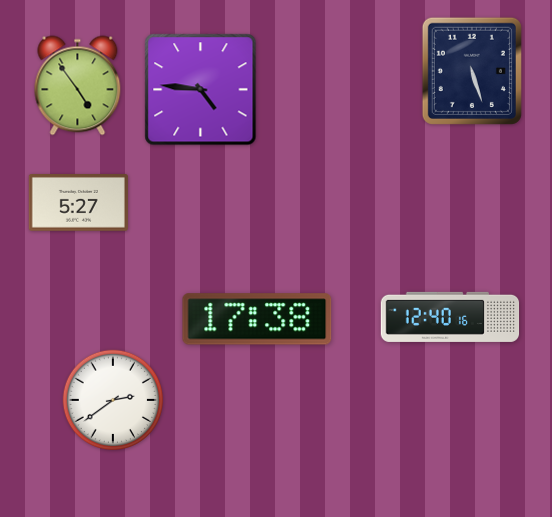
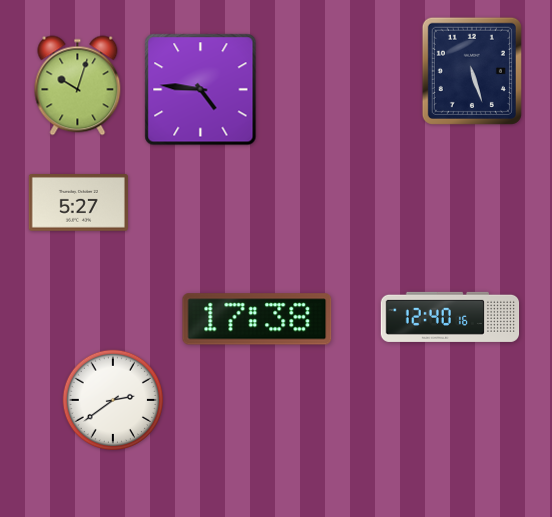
clock at (78, 86): 4:54 -> 10:03
